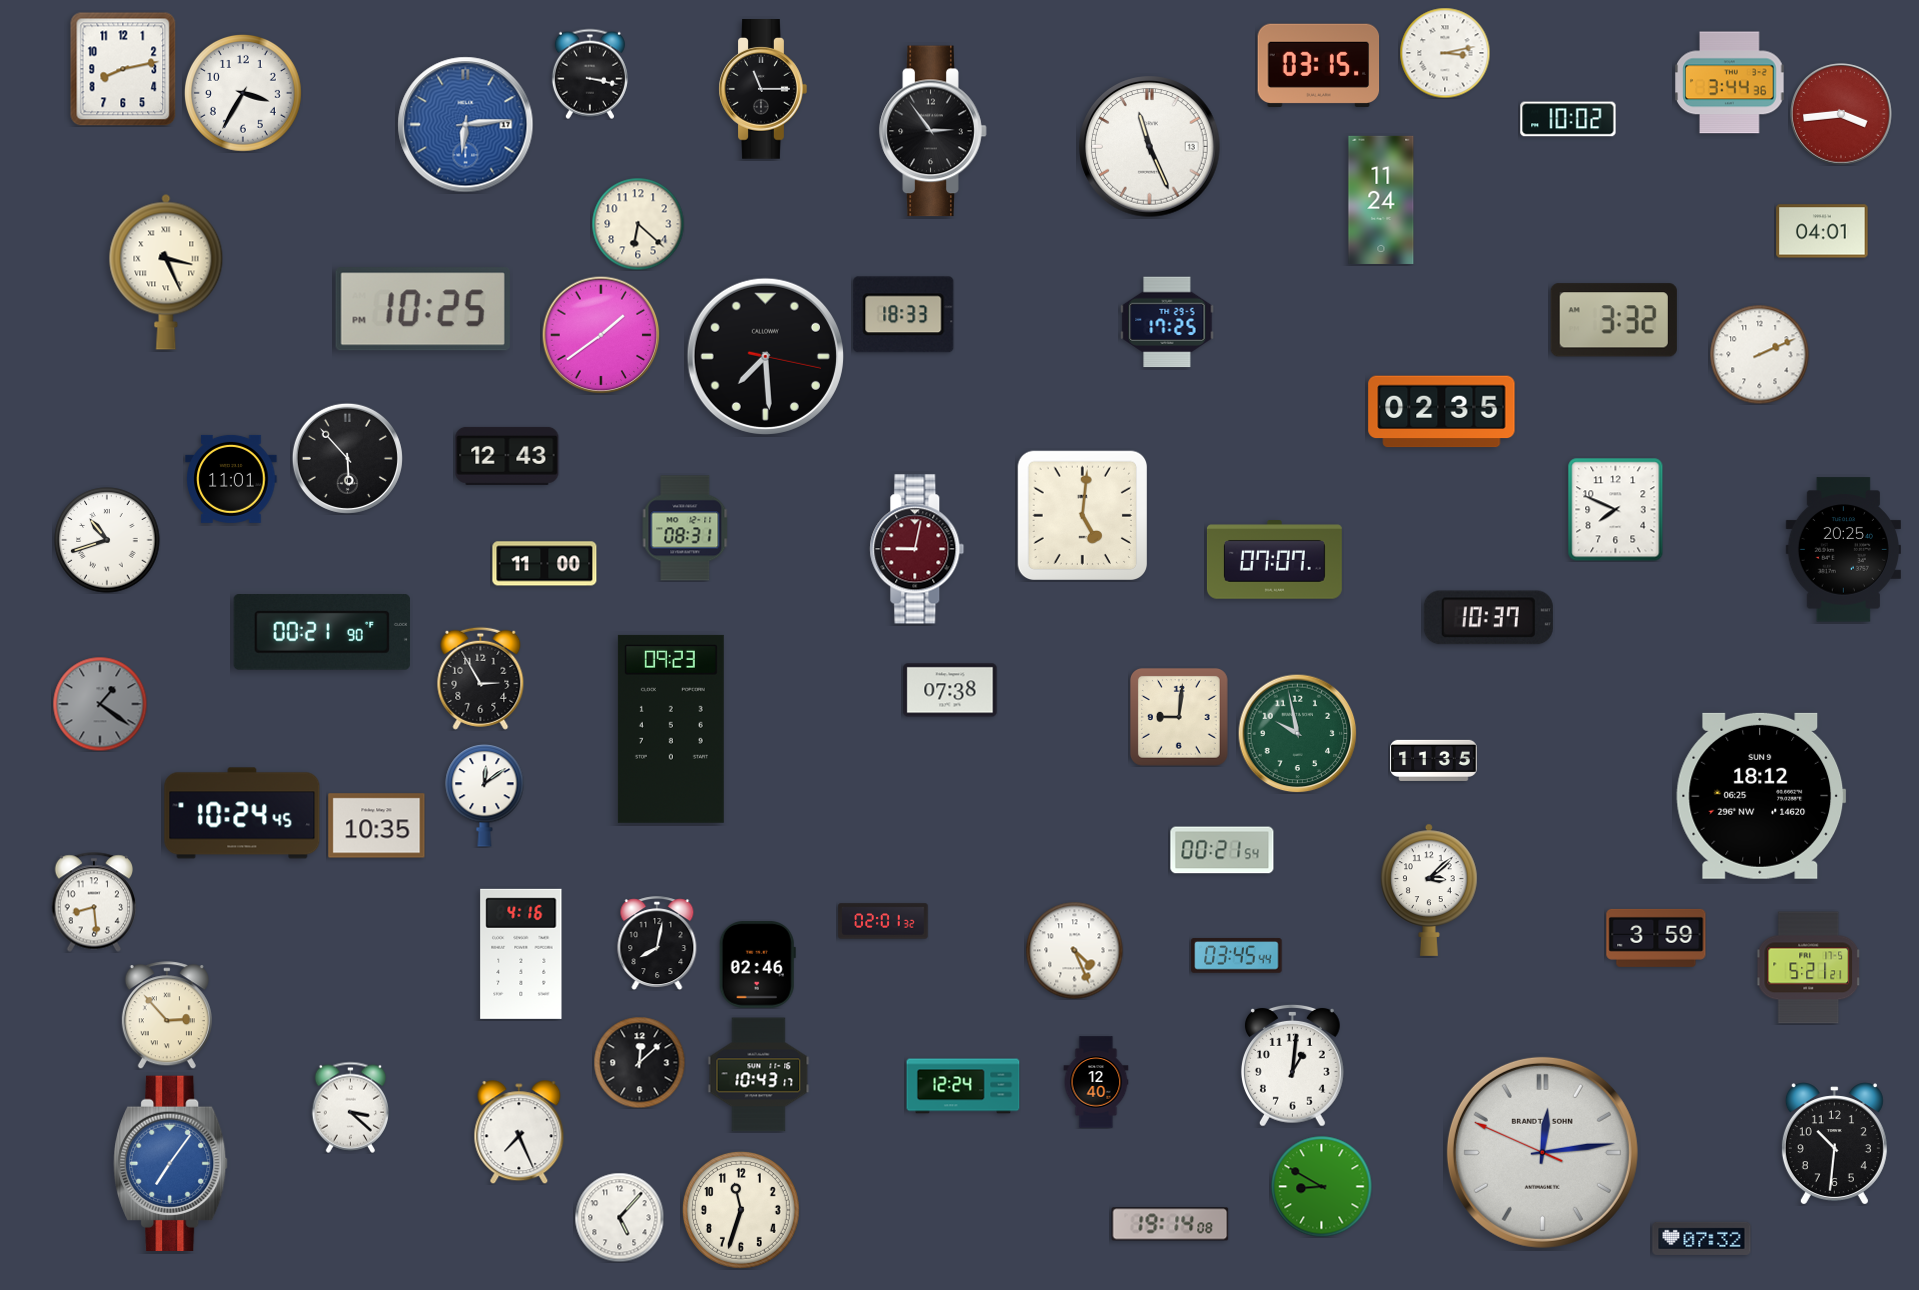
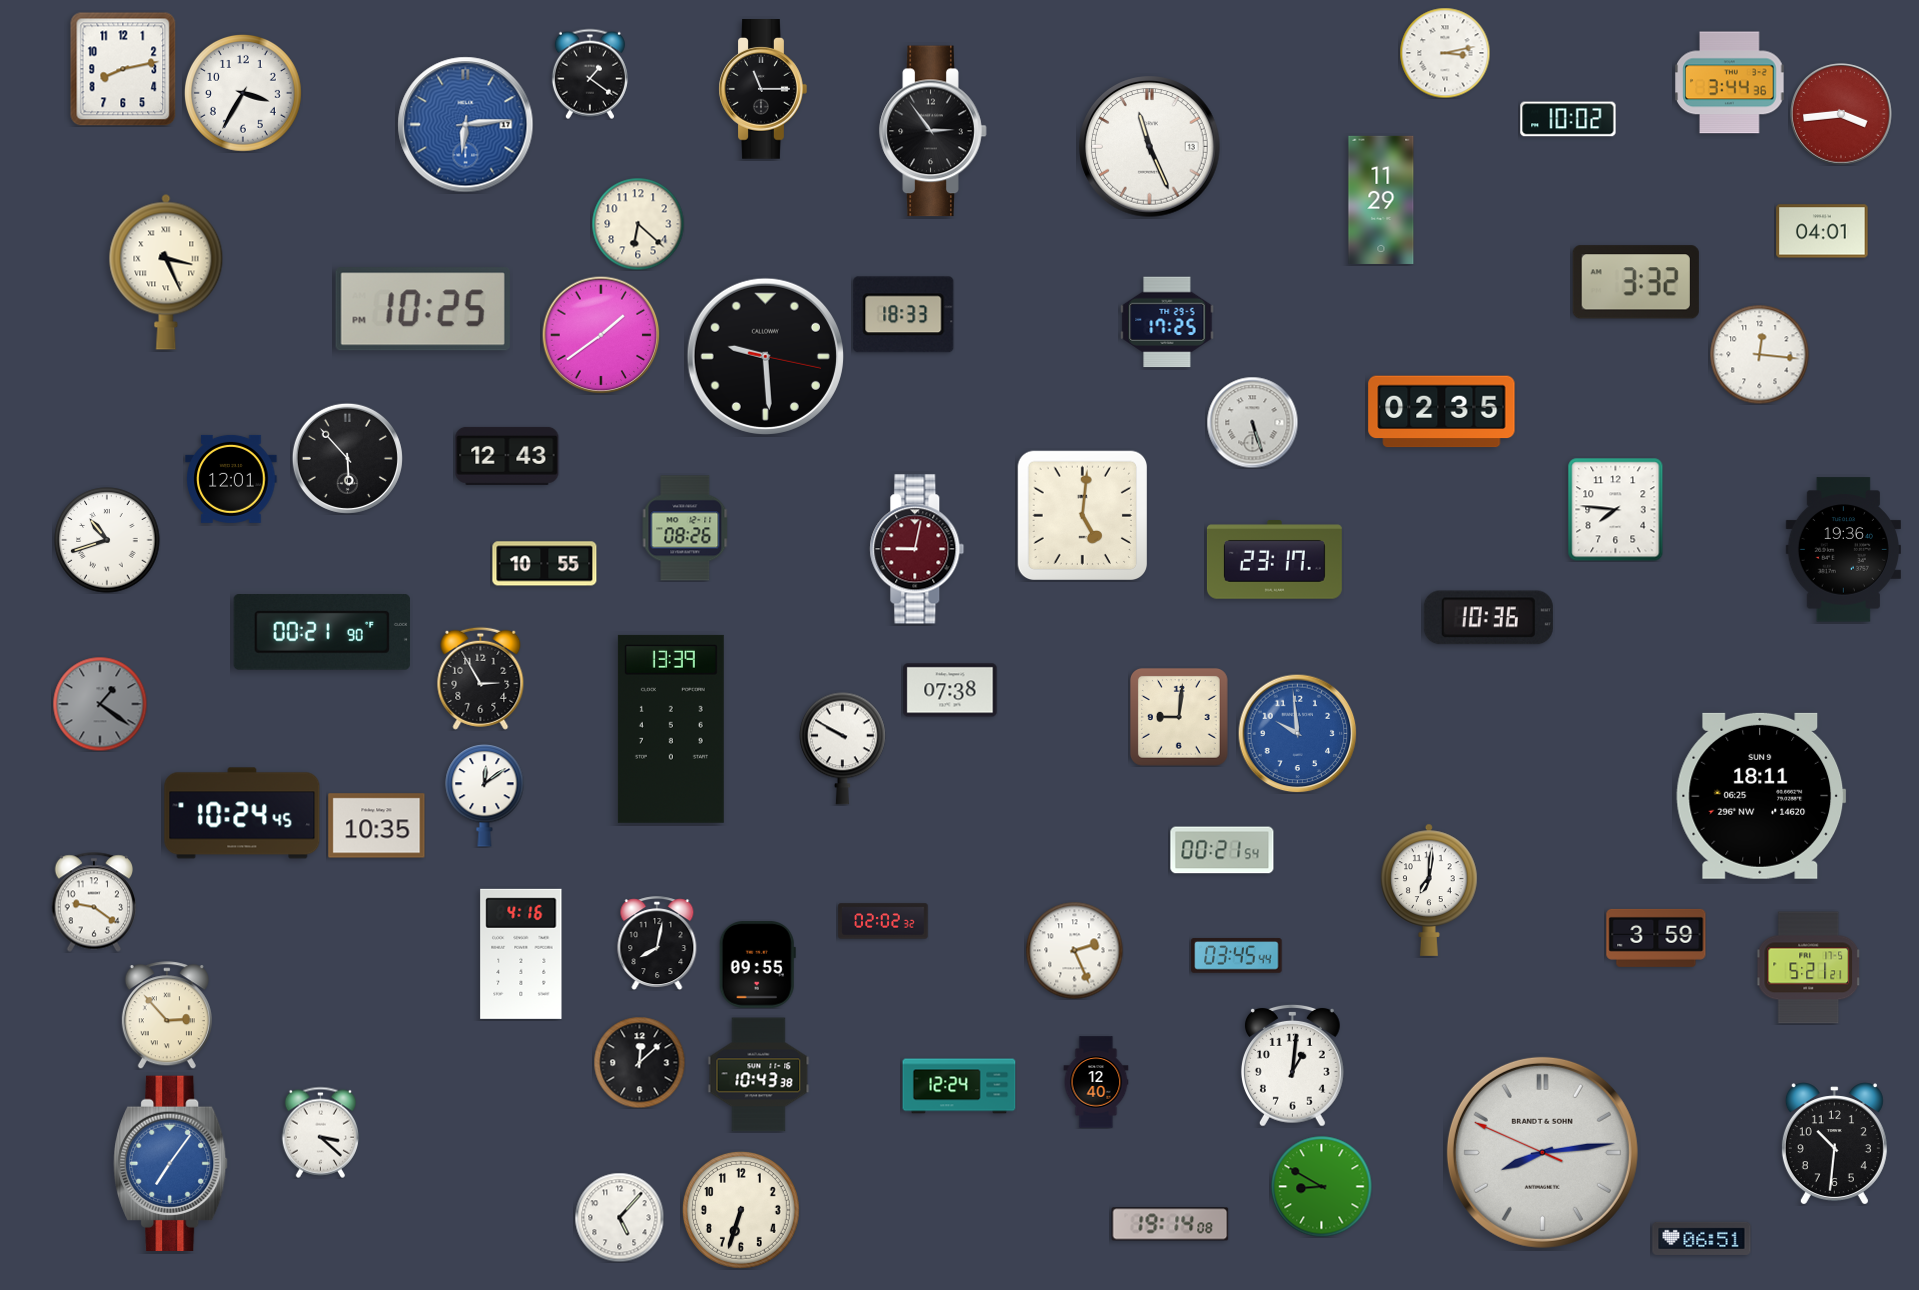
clock at (1319, 65): 03:15 -> none
clock at (590, 74): 3:17 -> 1:21
clock at (1381, 200): 11:24 -> 11:29
clock at (1614, 320) position: (1614, 320) -> (1636, 282)
clock at (1760, 355): 2:11 -> 12:16
clock at (765, 356): 7:29 -> 9:29
clock at (1252, 422): none -> 5:27
clock at (231, 479): 11:01 -> 12:01
clock at (1616, 510): 7:49 -> 7:46
clock at (685, 528): 08:31 -> 08:26
clock at (1843, 550): 20:25 -> 19:36
clock at (1274, 560): 07:07 -> 23:17
clock at (545, 564): 11:00 -> 10:55
clock at (1488, 618): 10:37 -> 10:36
clock at (671, 729): 09:23 -> 13:39
clock at (1297, 733): 9:58 -> 9:59
clock at (1297, 733) dial: green -> blue
clock at (843, 748): none -> 9:50
clock at (1434, 760): 11:35 -> none
clock at (1761, 796): 18:12 -> 18:11
clock at (1429, 890): 3:08 -> 7:01
clock at (93, 902): 8:29 -> 9:21
clock at (883, 921): 02:01 -> 02:02
clock at (1074, 950): 4:26 -> 2:26
clock at (757, 965): 02:46 -> 09:55
clock at (759, 1075): 10:43:17 -> 10:43:38
clock at (963, 1086) position: (963, 1086) -> (959, 1086)
clock at (350, 1107) position: (350, 1107) -> (320, 1132)
clock at (519, 1132): 7:26 -> none
clock at (1542, 1152): 12:13 -> 8:13
clock at (741, 1210): 11:33 -> 6:33
clock at (1702, 1238): 07:32 -> 06:51
